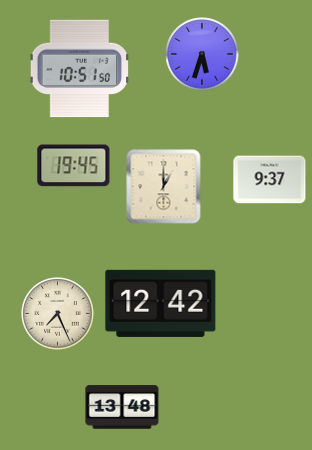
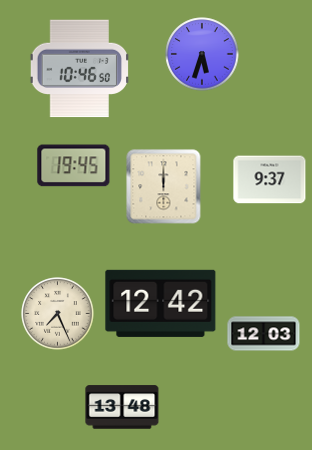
clock at (80, 69): 10:51 -> 10:46
clock at (164, 187): 1:00 -> 12:00
clock at (264, 334): none -> 12:03
